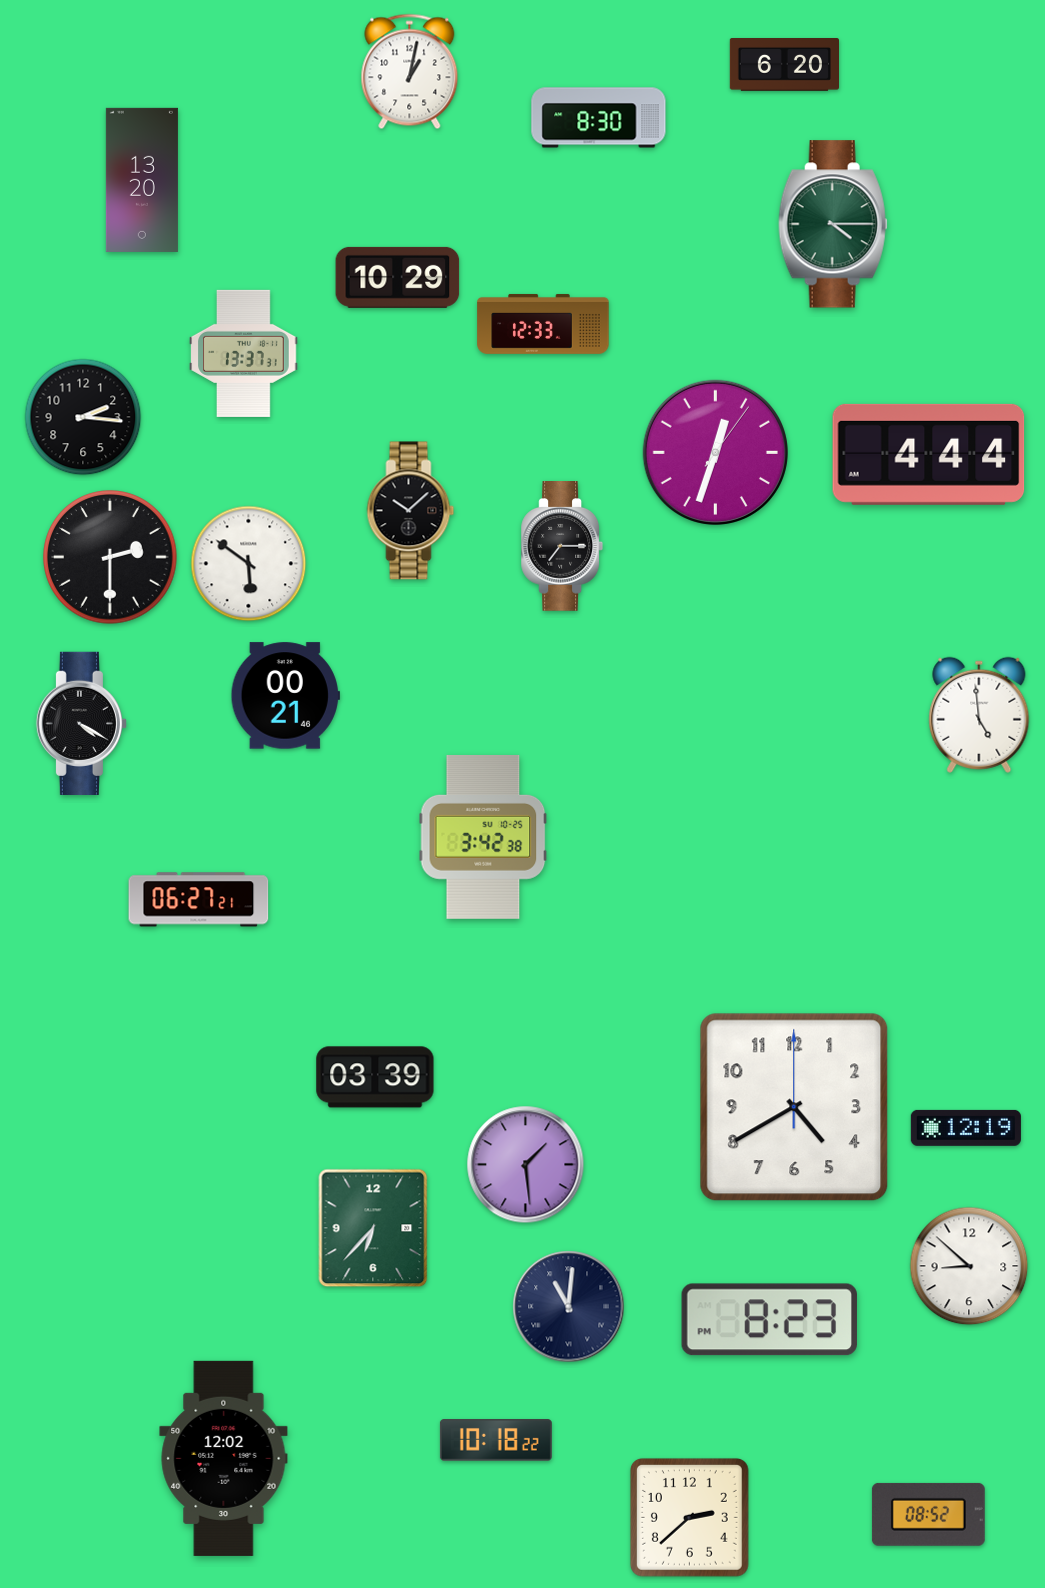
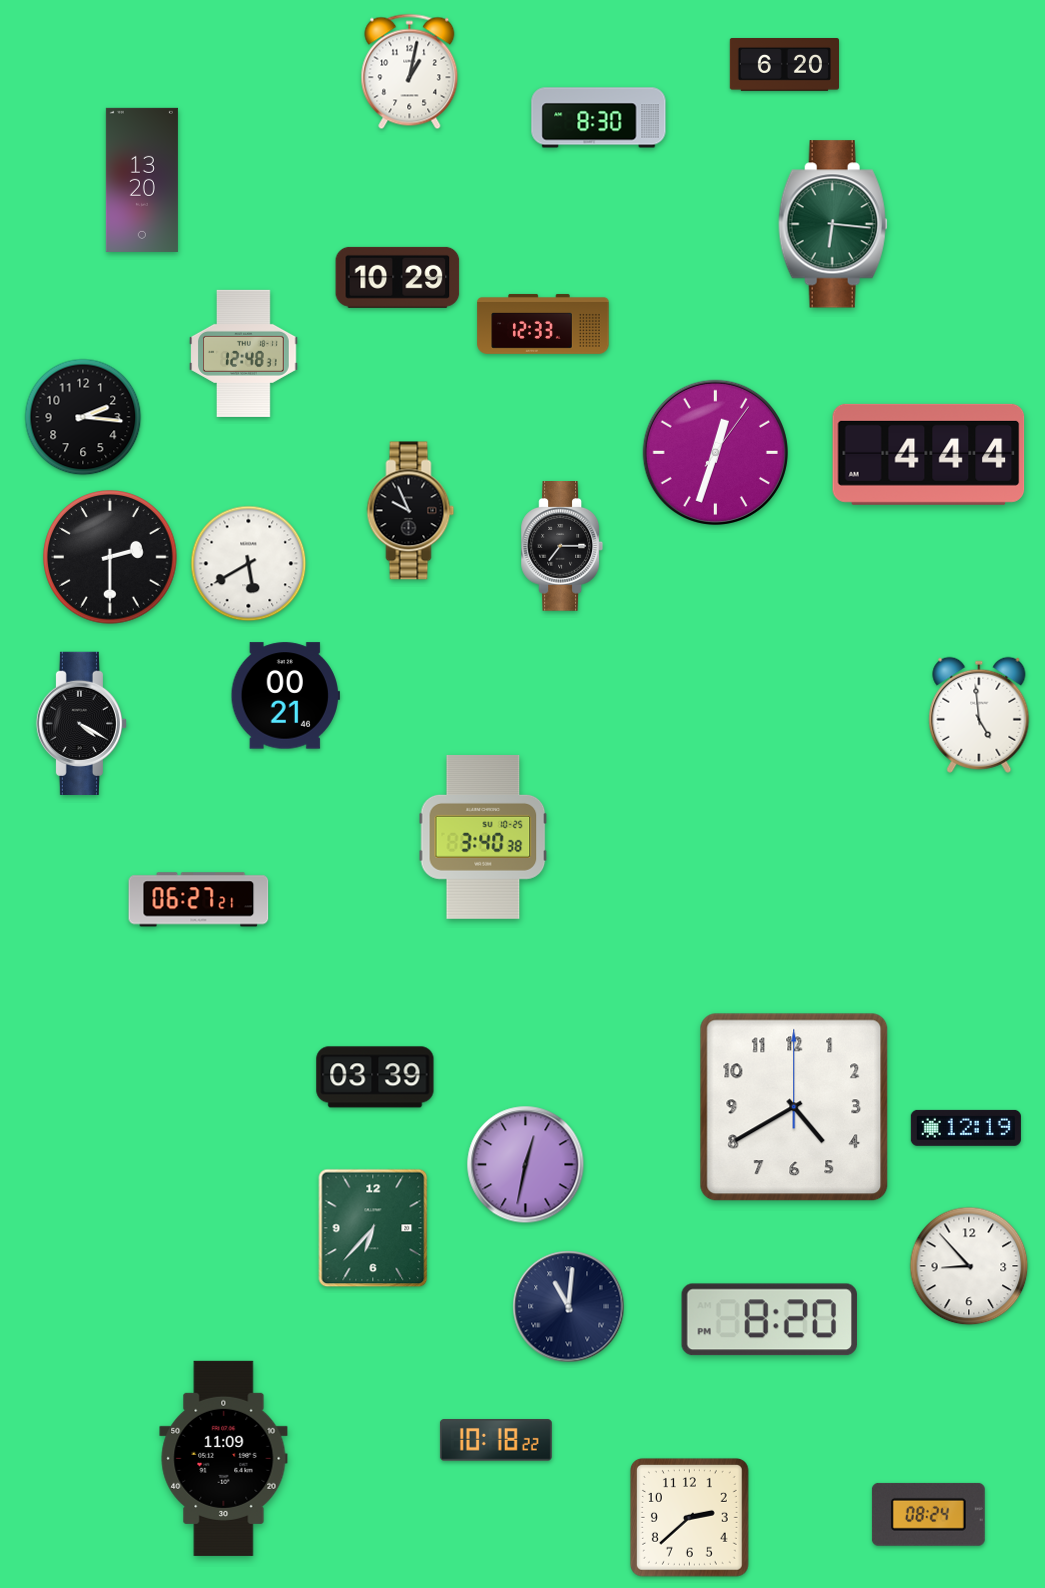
clock at (833, 224): 4:15 -> 6:16
clock at (244, 353): 13:37 -> 12:48
clock at (411, 511): 10:08 -> 9:56
clock at (249, 564): 5:51 -> 5:40
clock at (483, 837): 3:42 -> 3:40
clock at (526, 1165): 1:29 -> 12:32
clock at (969, 1266): 8:52 -> 8:53
clock at (769, 1320): 8:23 -> 8:20
clock at (224, 1458): 12:02 -> 11:09
clock at (928, 1514): 08:52 -> 08:24
